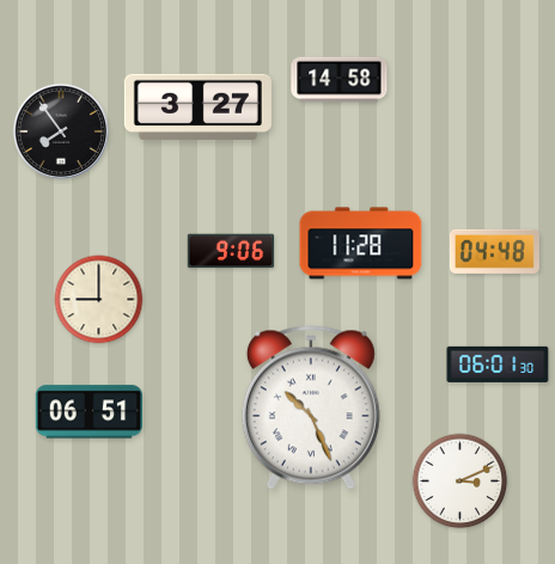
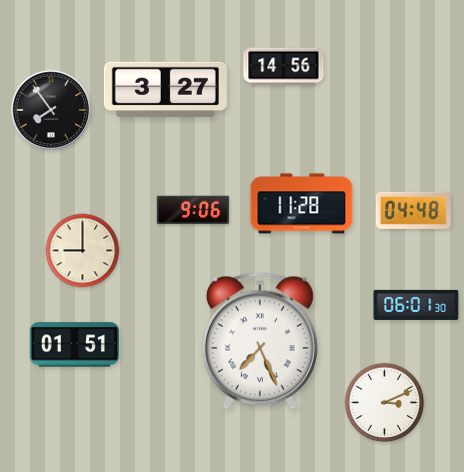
clock at (340, 80): 14:58 -> 14:56
clock at (311, 407): 10:26 -> 7:26
clock at (89, 412): 06:51 -> 01:51
